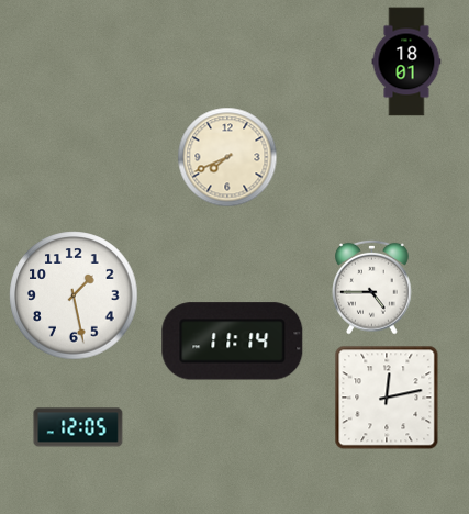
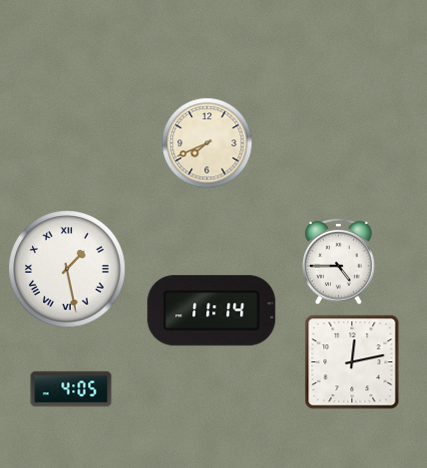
clock at (406, 62): 18:01 -> none
clock at (74, 295) numerals: Arabic -> Roman
clock at (78, 427): 12:05 -> 4:05
